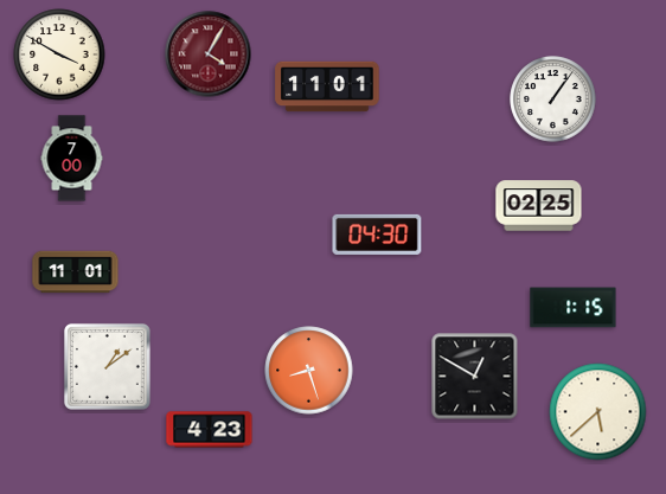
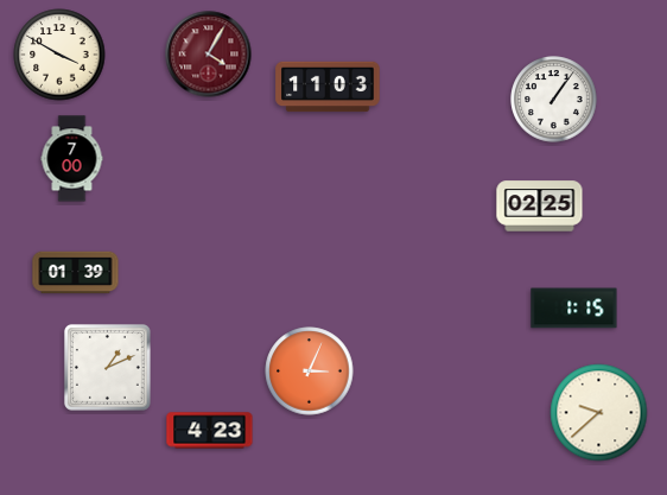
clock at (327, 86): 11:01 -> 11:03
clock at (377, 235): 04:30 -> none
clock at (76, 272): 11:01 -> 01:39
clock at (107, 366): 1:09 -> 1:11
clock at (309, 371): 8:27 -> 3:04
clock at (475, 377): 12:50 -> none
clock at (598, 412): 5:38 -> 9:38
